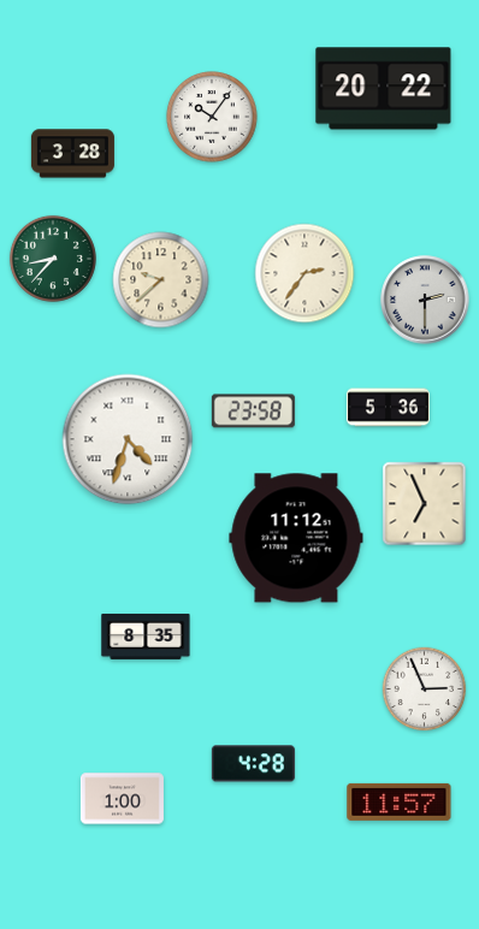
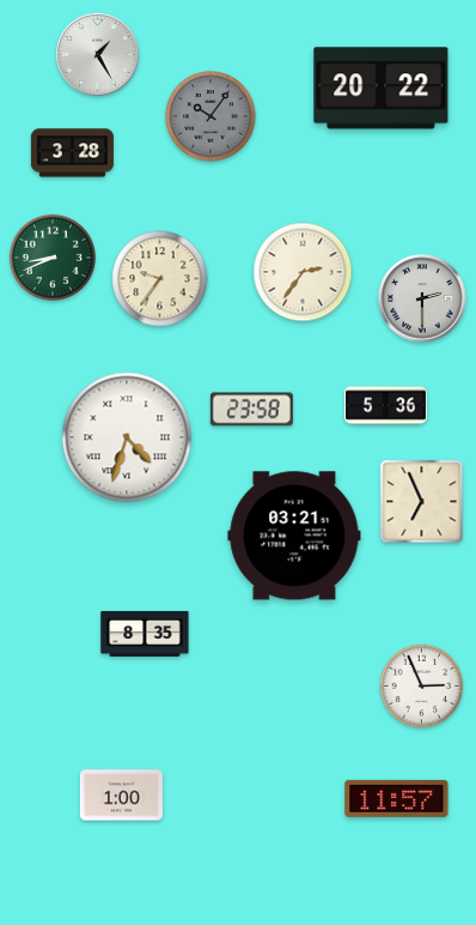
clock at (98, 55): none -> 1:25
clock at (212, 117) dial: white -> grey
clock at (53, 259): 8:37 -> 8:41
clock at (161, 280): 9:38 -> 9:36
clock at (296, 538): 11:12 -> 03:21
clock at (253, 764): 4:28 -> none
